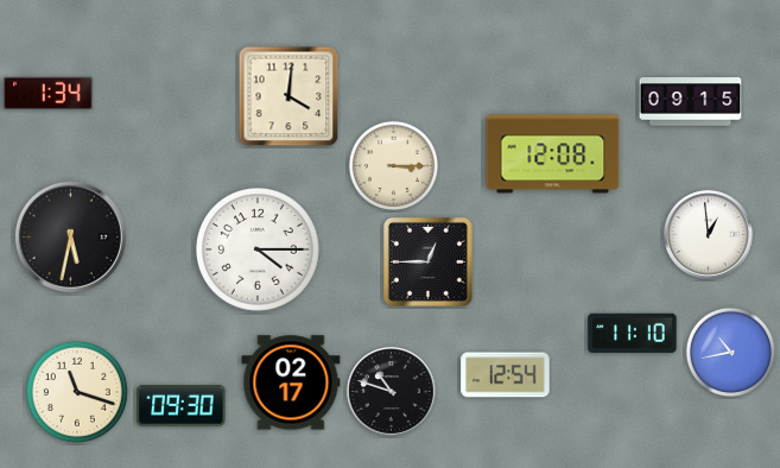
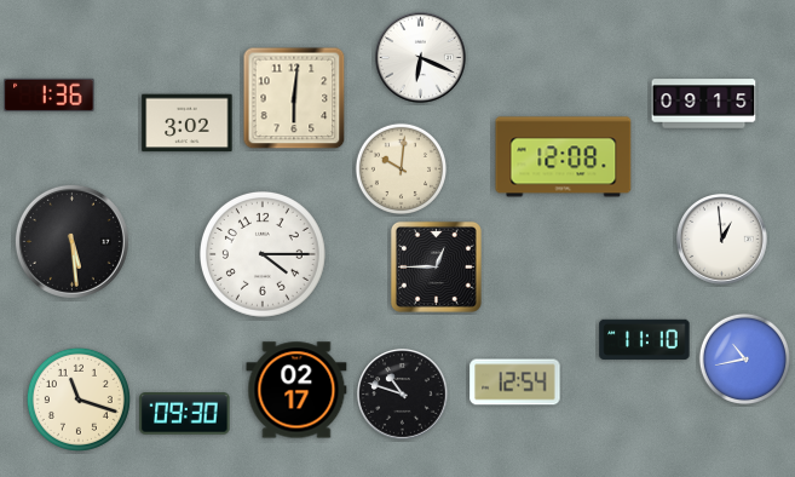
clock at (421, 58): none -> 6:19
clock at (49, 93): 1:34 -> 1:36
clock at (288, 96): 4:01 -> 6:01
clock at (188, 123): none -> 3:02
clock at (393, 165): 3:15 -> 10:01
clock at (70, 236): 5:32 -> 5:29
clock at (392, 392) position: (392, 392) -> (403, 395)
